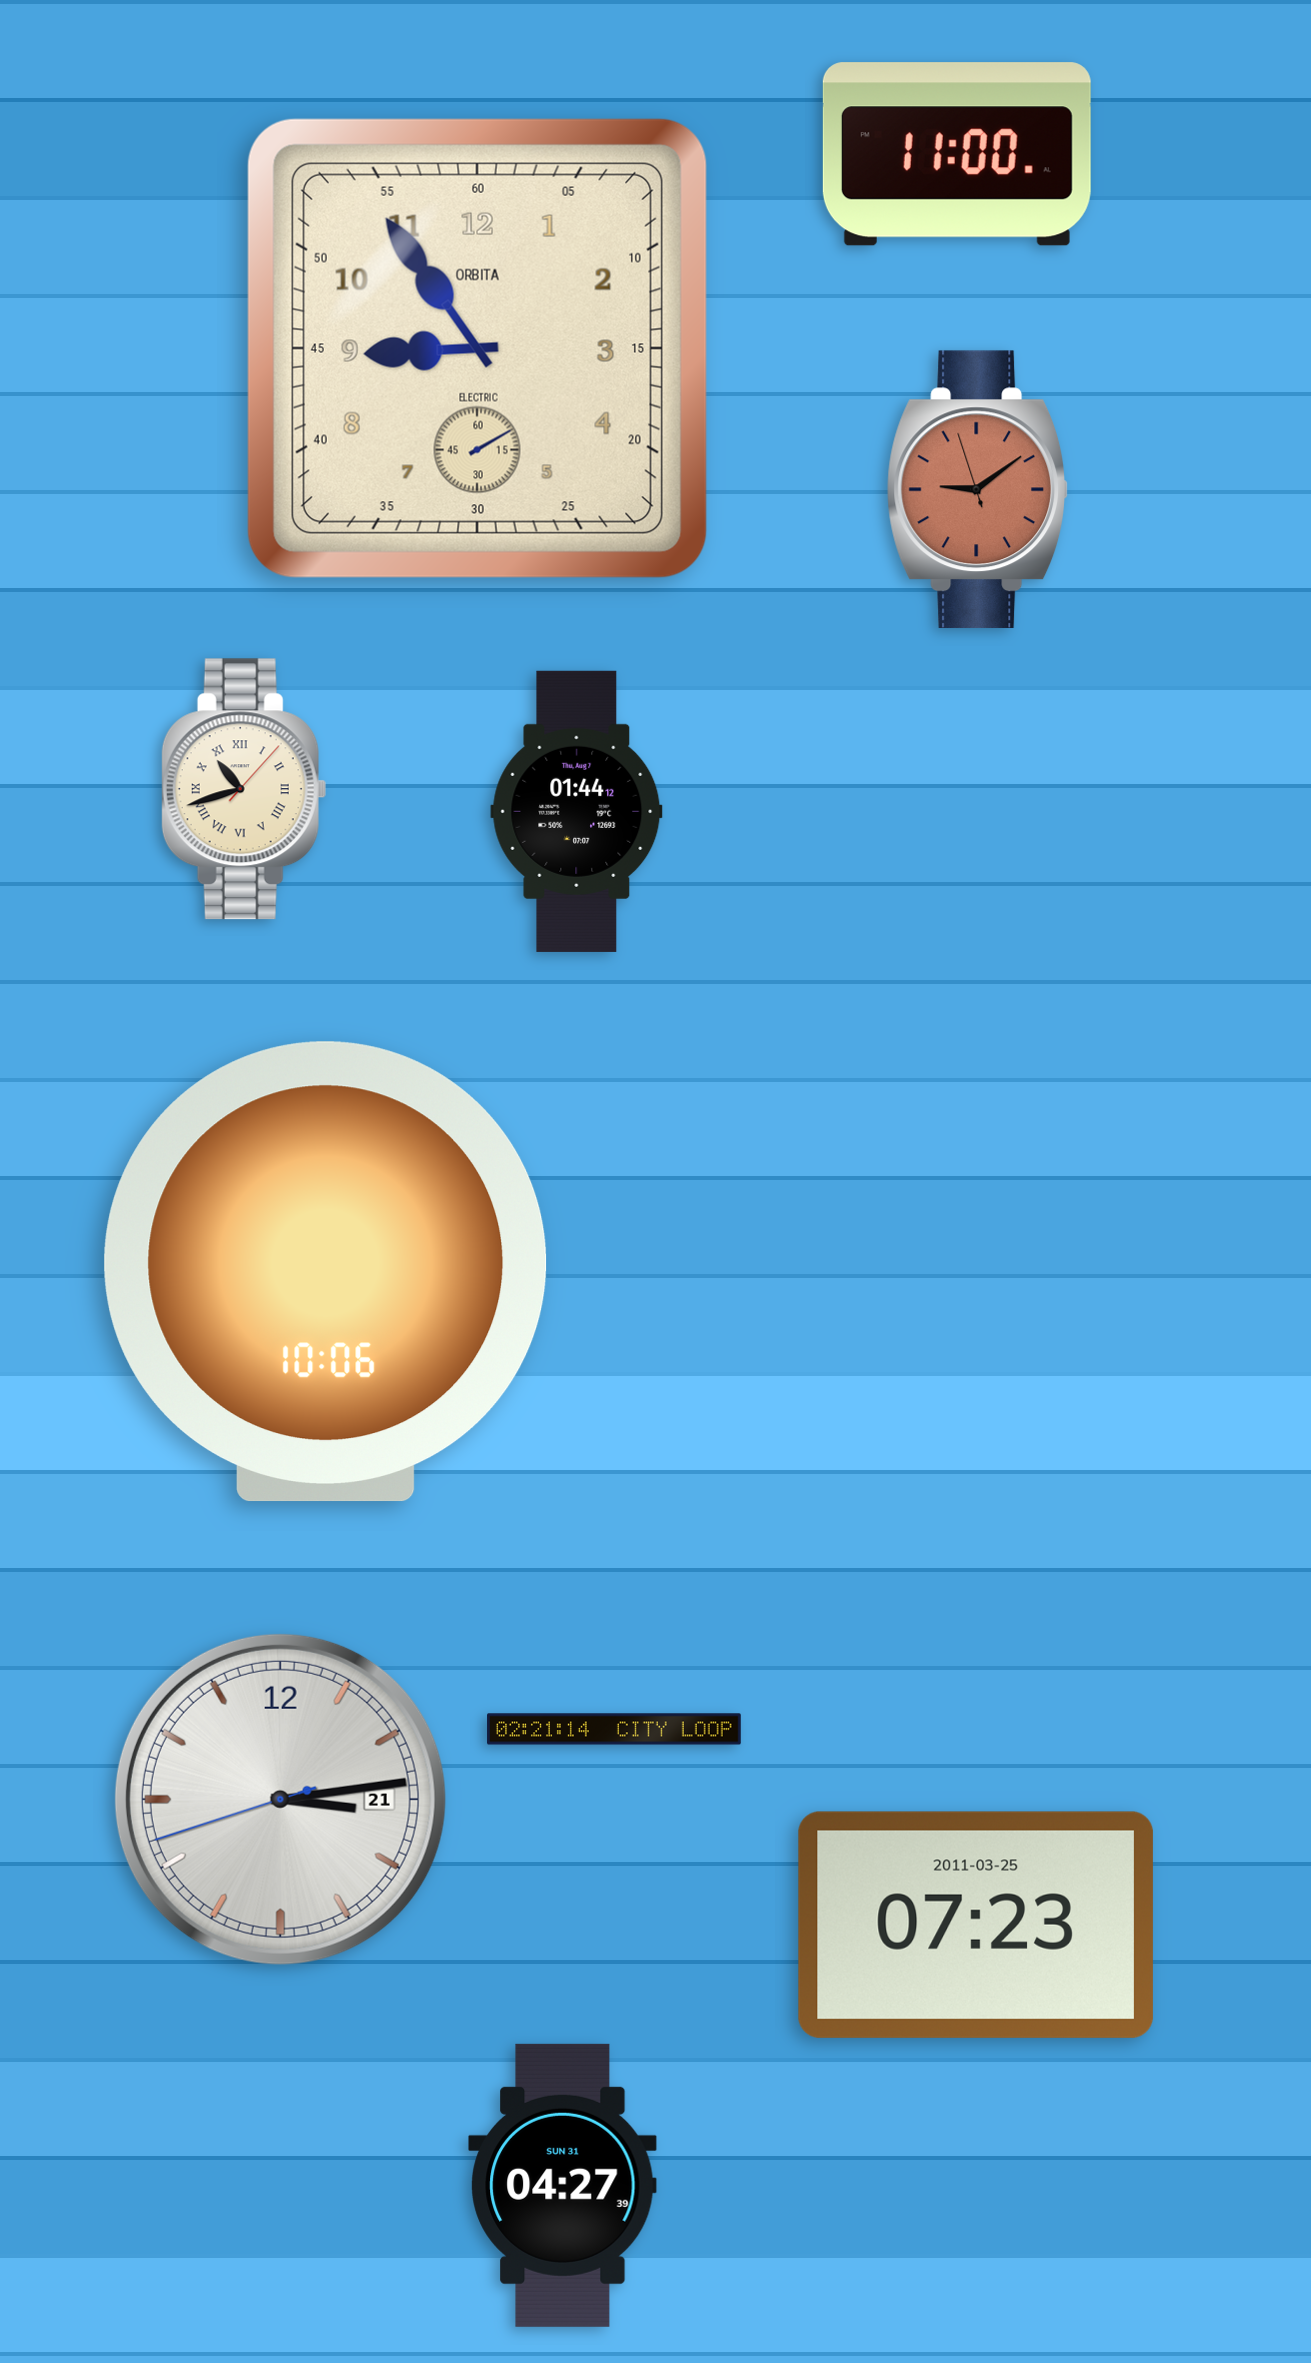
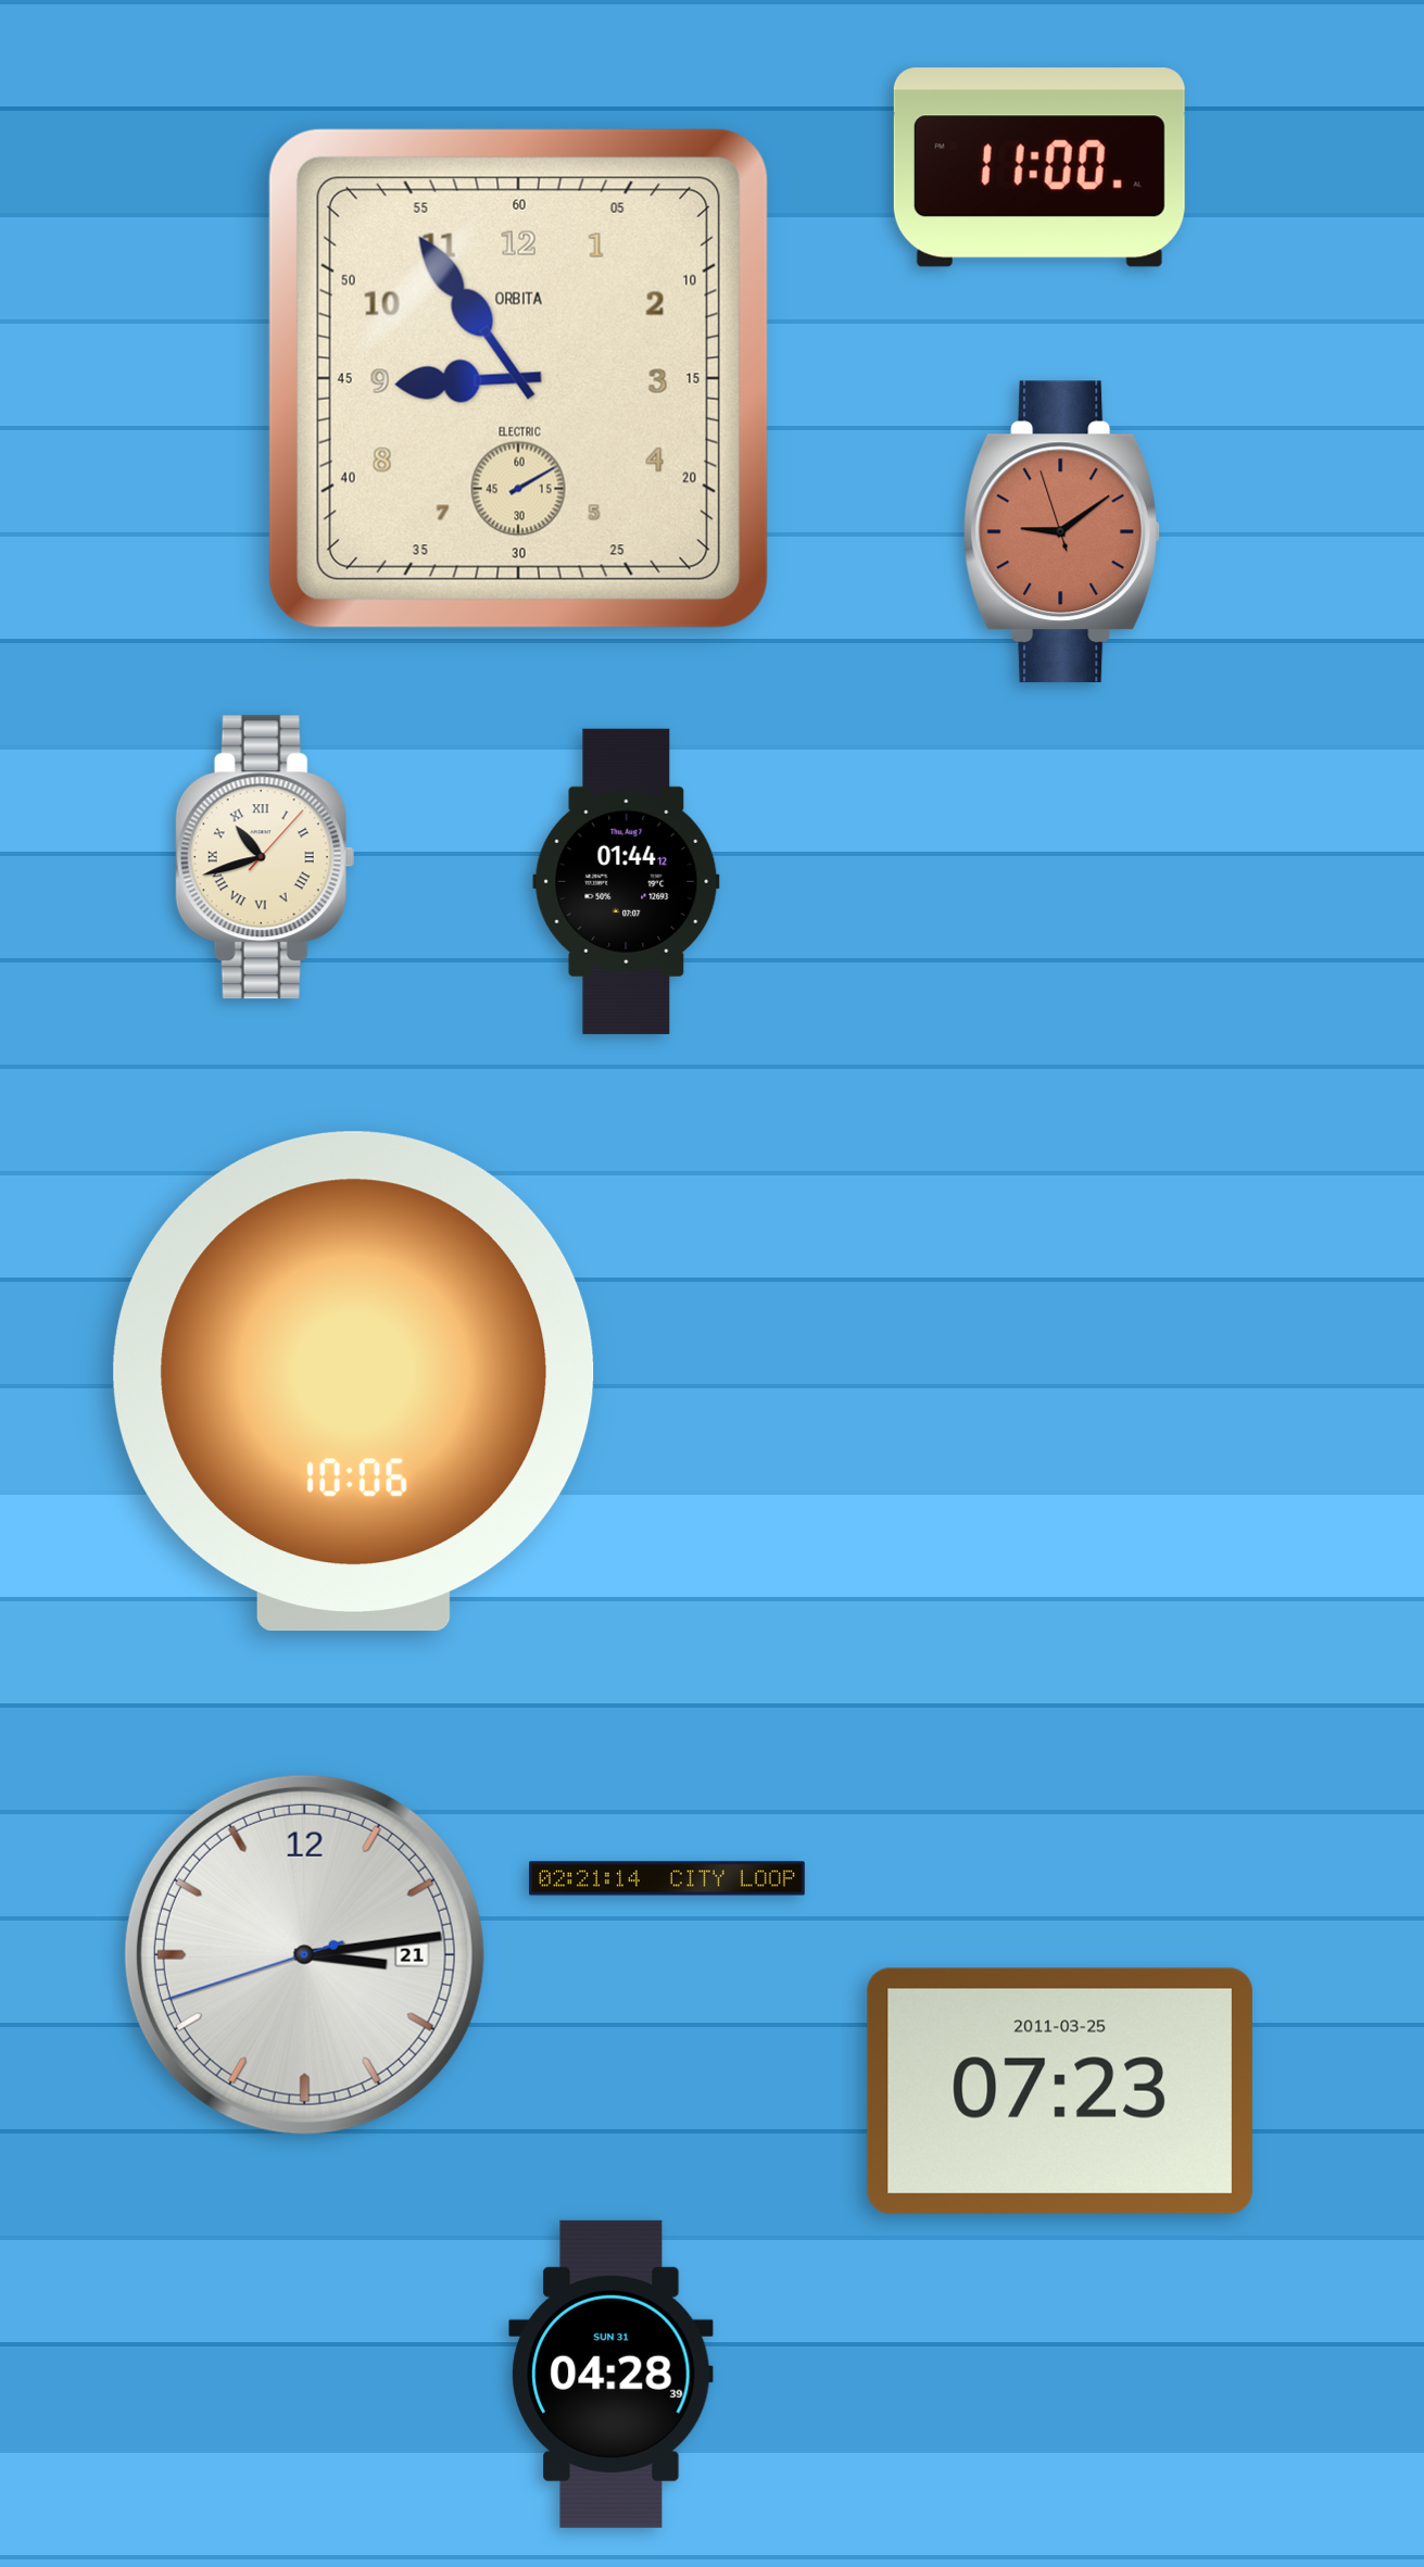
clock at (563, 2185): 04:27 -> 04:28
